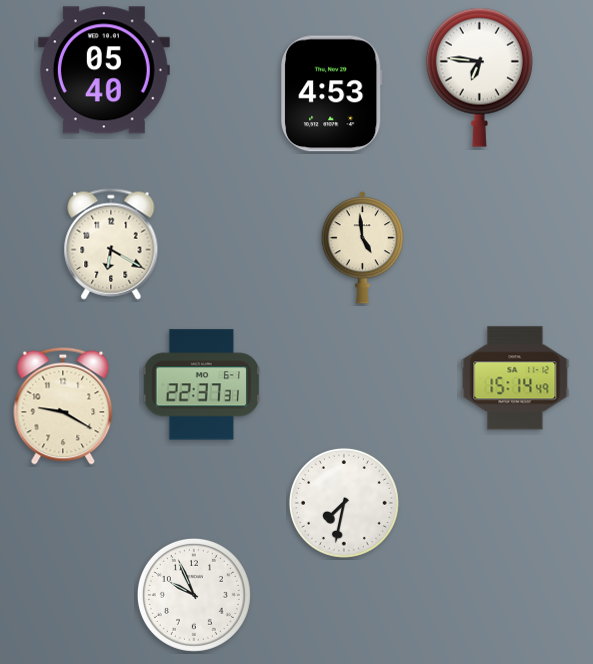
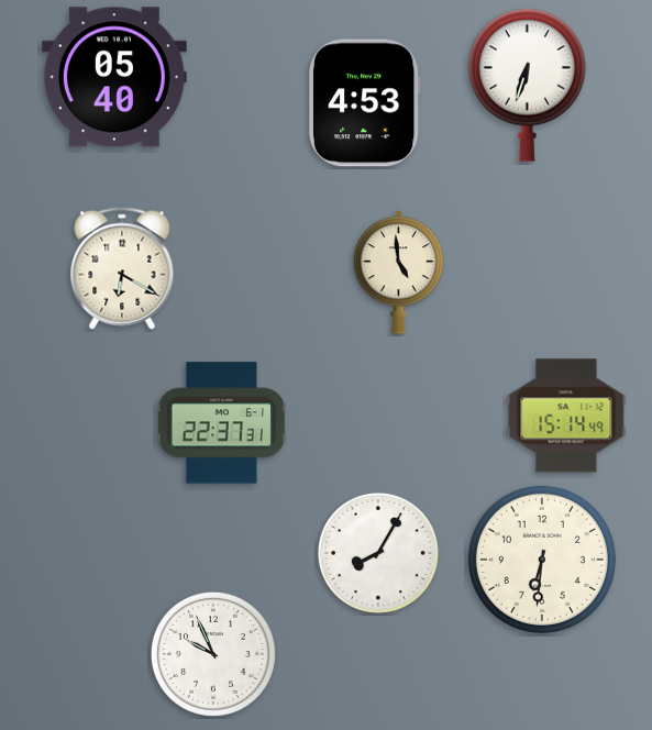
clock at (479, 77): 6:46 -> 6:33
clock at (63, 406): 9:20 -> none
clock at (344, 503): 7:32 -> 8:05
clock at (542, 560): none -> 6:31
